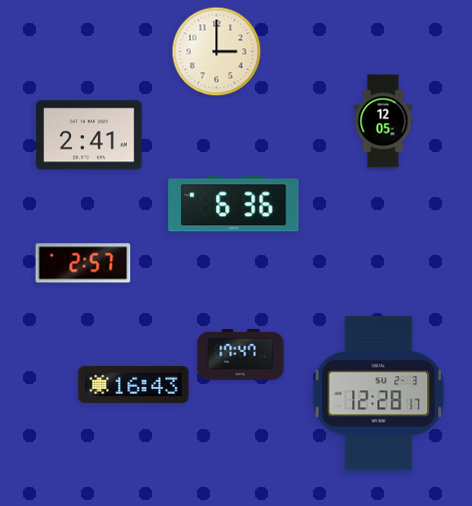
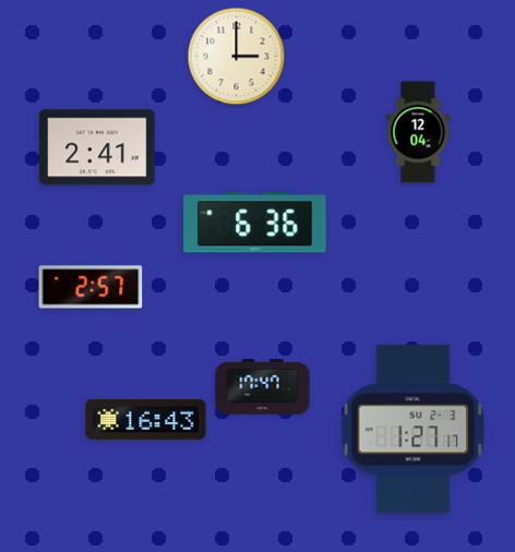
clock at (383, 121): 12:05 -> 12:04
clock at (379, 394): 12:28 -> 1:27
